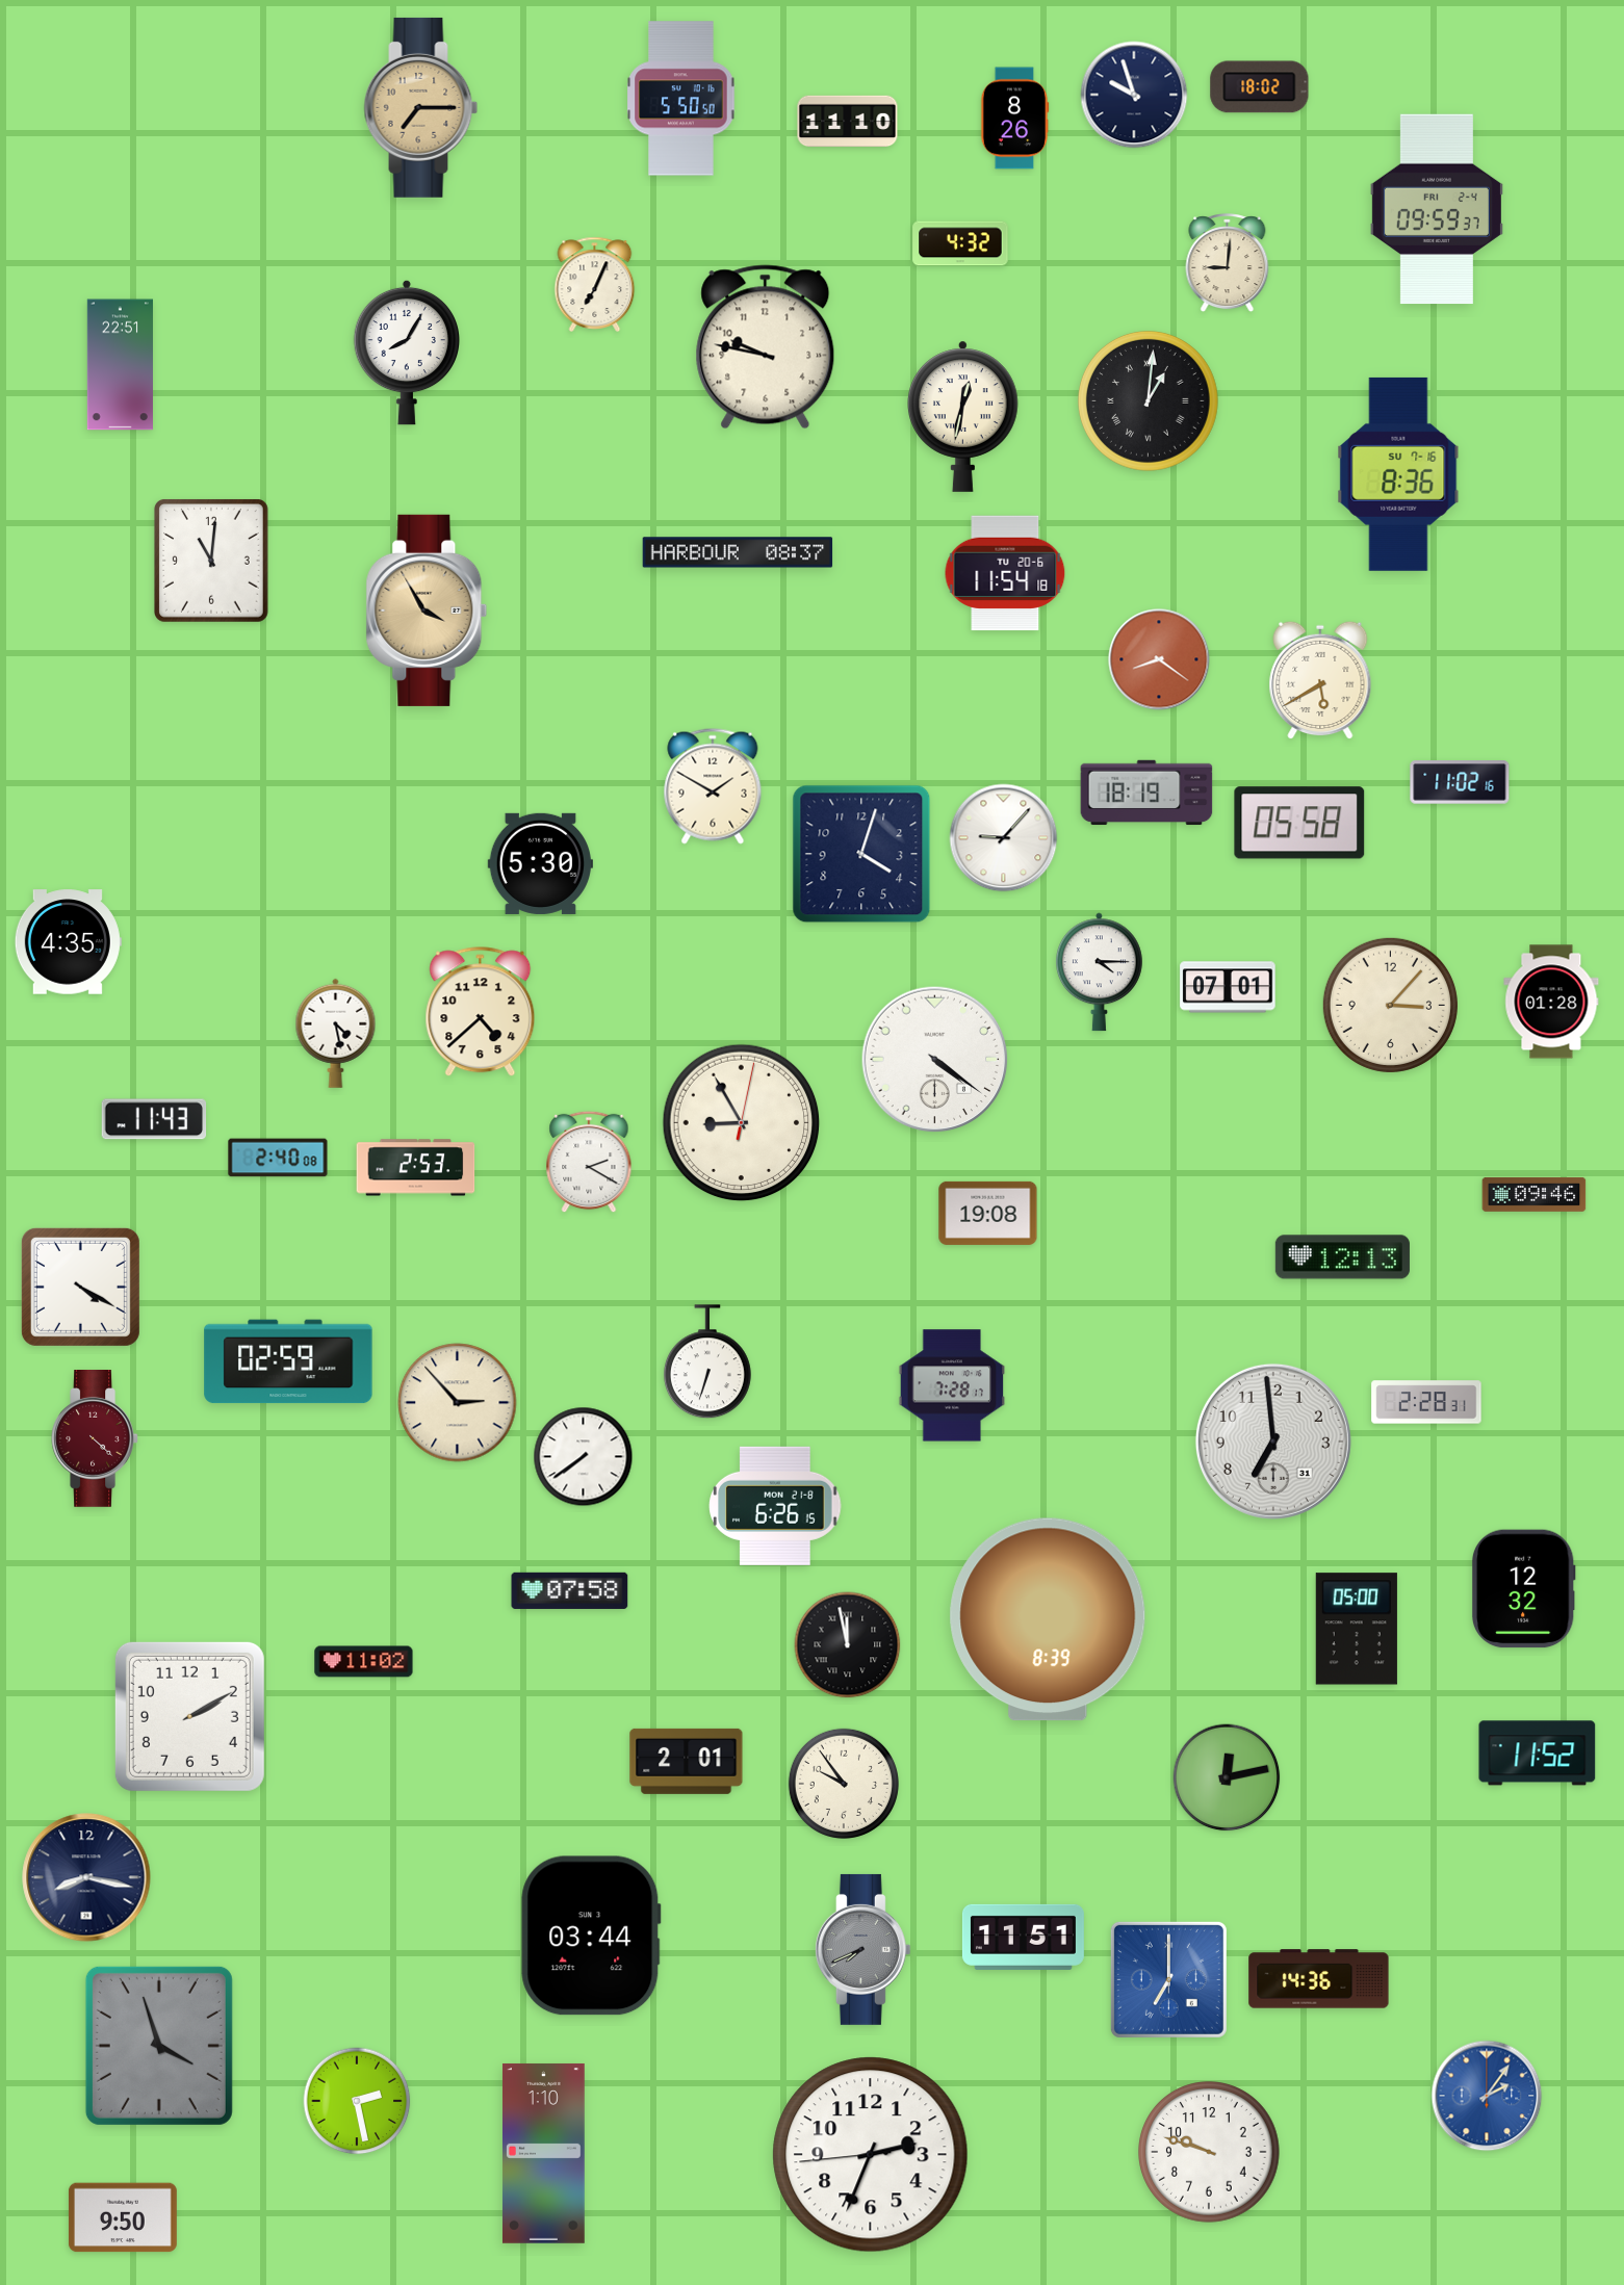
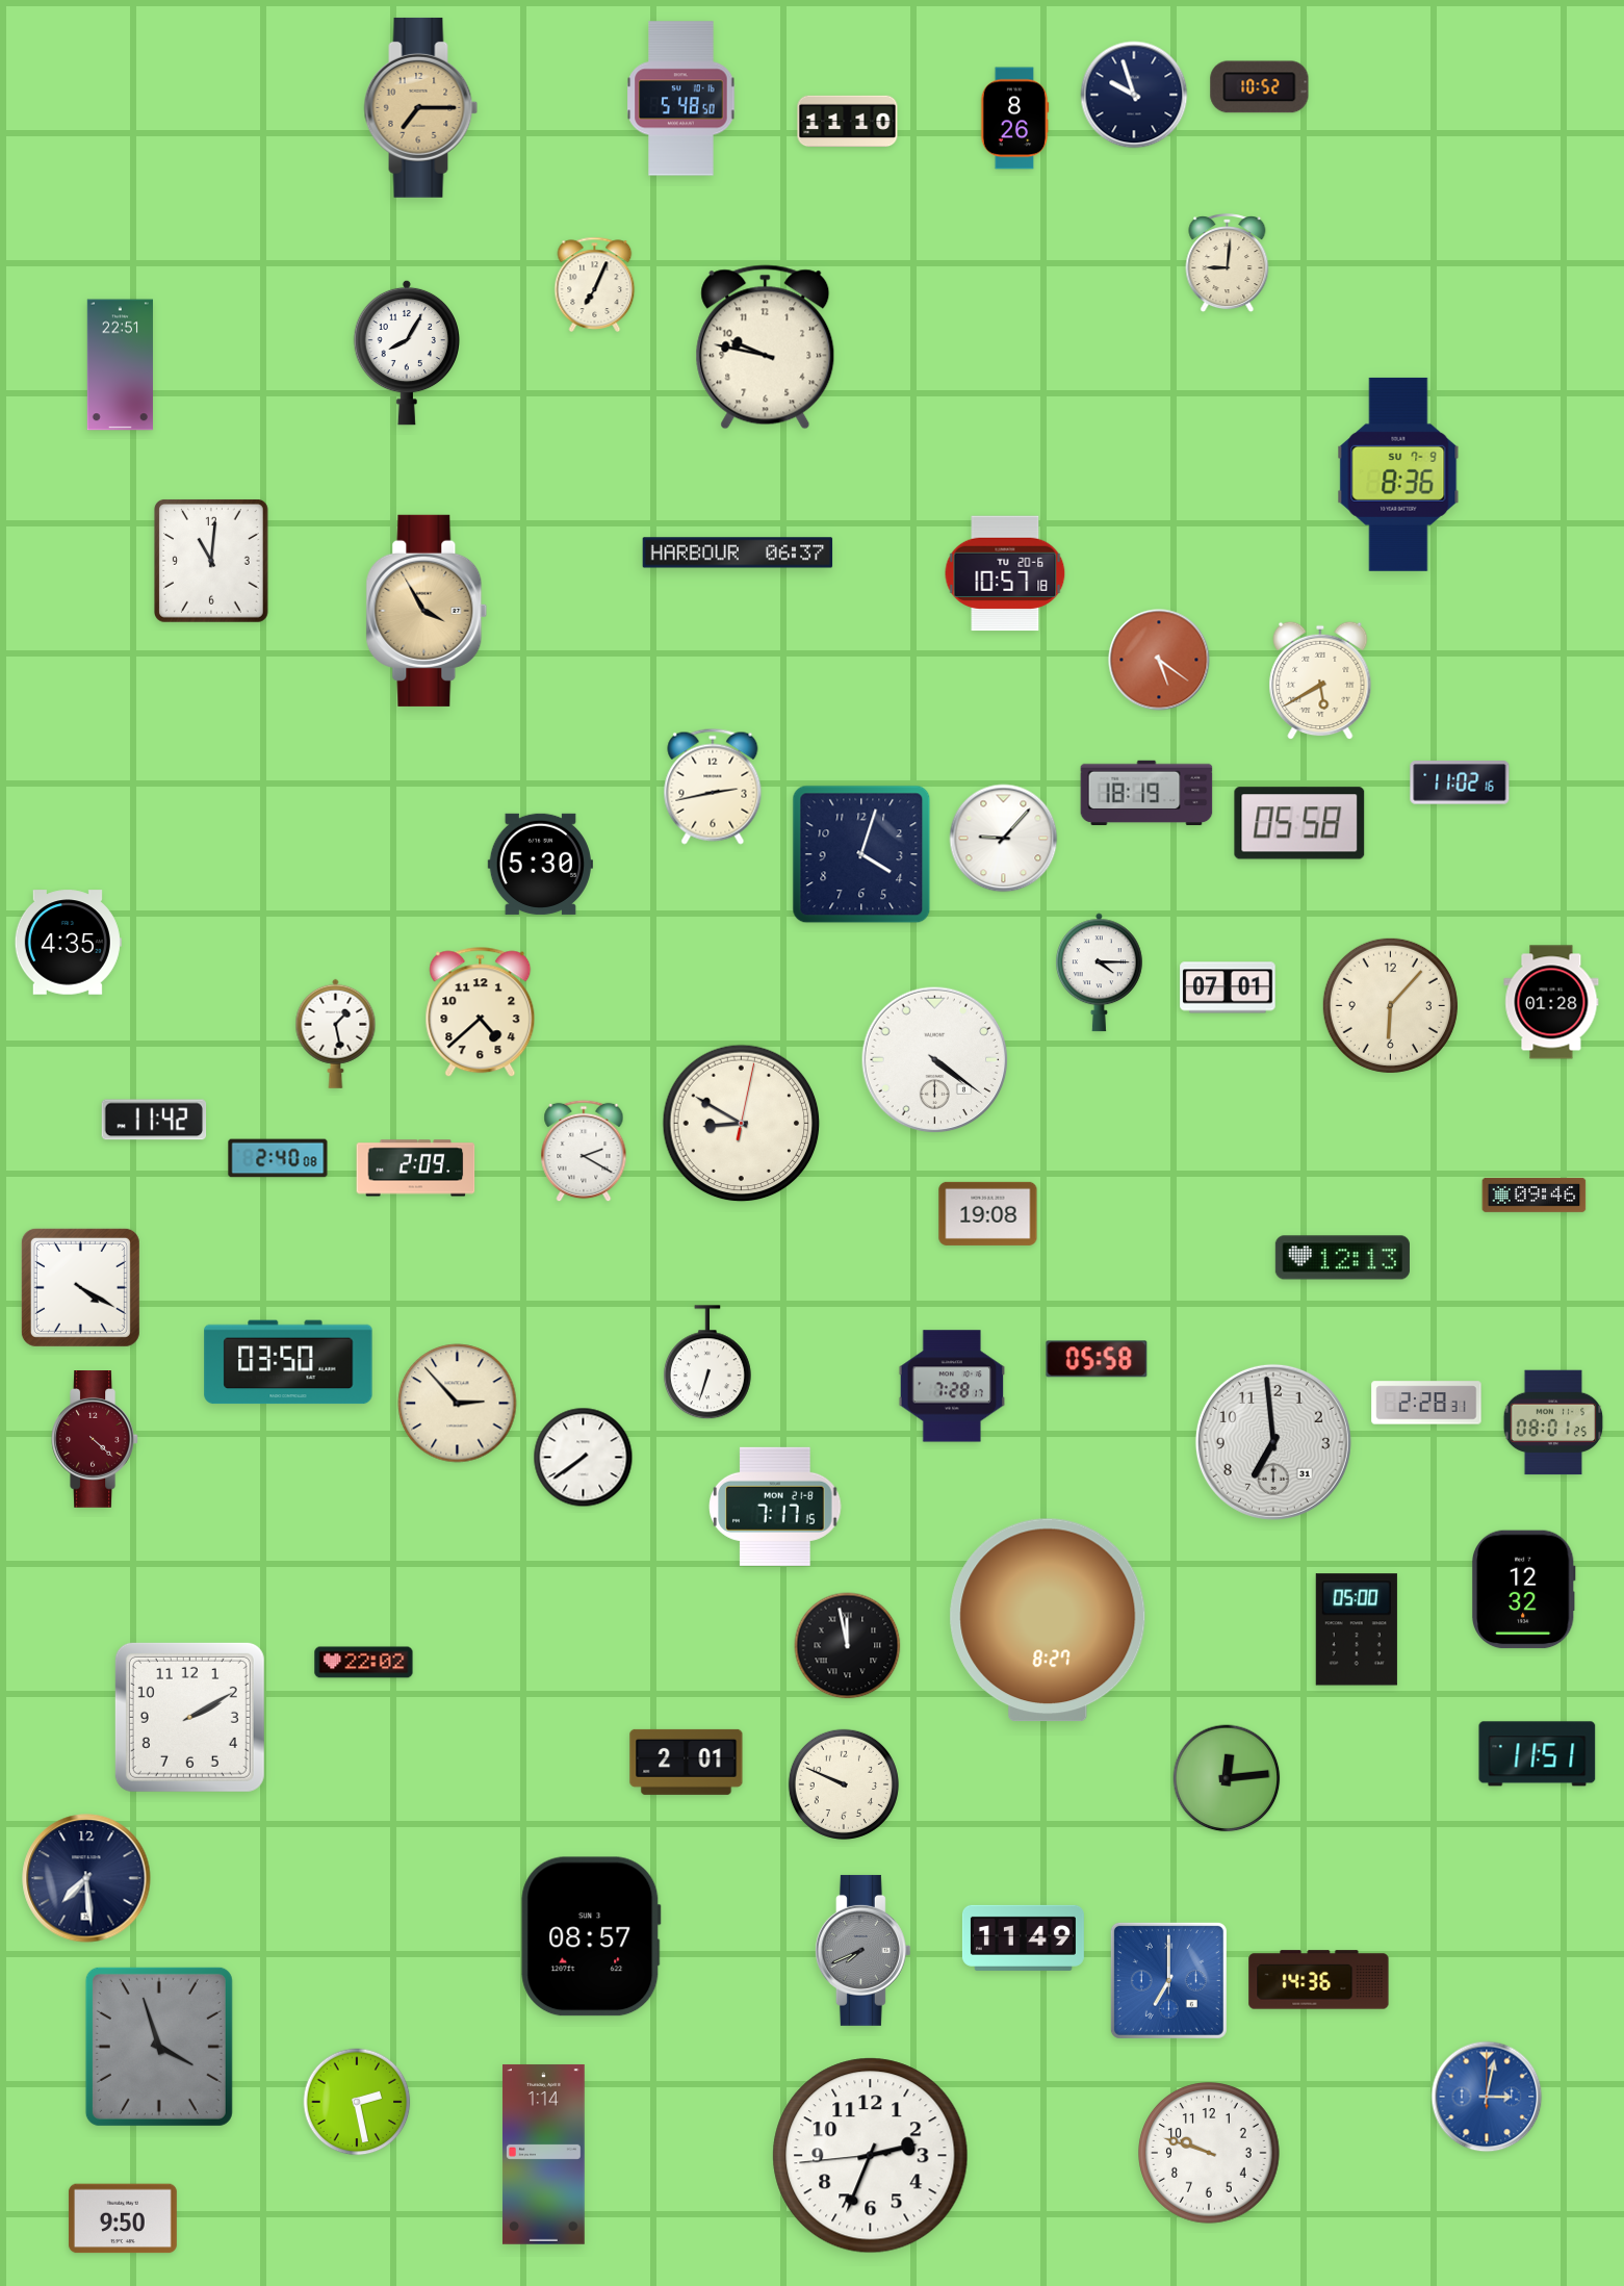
clock at (1260, 87): 18:02 -> 10:52
clock at (681, 99): 5:50 -> 5:48
clock at (1437, 209): 09:59 -> none
clock at (960, 243): 4:32 -> none
clock at (1148, 401): 1:01 -> none
clock at (963, 416): 12:32 -> none
clock at (1398, 474) date: SU 7-16 -> SU 7-9
clock at (738, 552): 08:37 -> 06:37
clock at (1005, 573): 11:54 -> 10:57
clock at (1159, 659): 8:21 -> 5:21
clock at (713, 786): 1:50 -> 2:43
clock at (1390, 1005): 3:07 -> 6:07
clock at (336, 1033): 4:28 -> 1:28
clock at (154, 1119): 11:43 -> 11:42
clock at (742, 1123): 8:55 -> 8:50
clock at (589, 1162) position: (589, 1162) -> (584, 1151)
clock at (416, 1168): 2:53 -> 2:09
clock at (1097, 1359): none -> 05:58
clock at (288, 1361): 02:59 -> 03:50
clock at (1553, 1422): none -> 08:01
clock at (775, 1506): 6:26 -> 7:17
clock at (570, 1590): 07:58 -> none
clock at (1048, 1619): 8:39 -> 8:27
clock at (364, 1662): 11:02 -> 22:02
clock at (1538, 1754): 11:52 -> 11:51
clock at (1227, 1777): 12:13 -> 12:14
clock at (844, 1784): 9:54 -> 9:49
clock at (86, 1877): 8:17 -> 7:29
clock at (591, 1936): 03:44 -> 08:57
clock at (1023, 1937): 11:51 -> 11:49
clock at (1487, 2096): 2:06 -> 3:02
clock at (544, 2153): 1:10 -> 1:14
